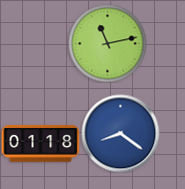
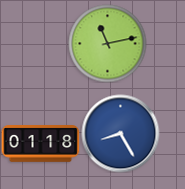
clock at (120, 133): 8:21 -> 8:25
